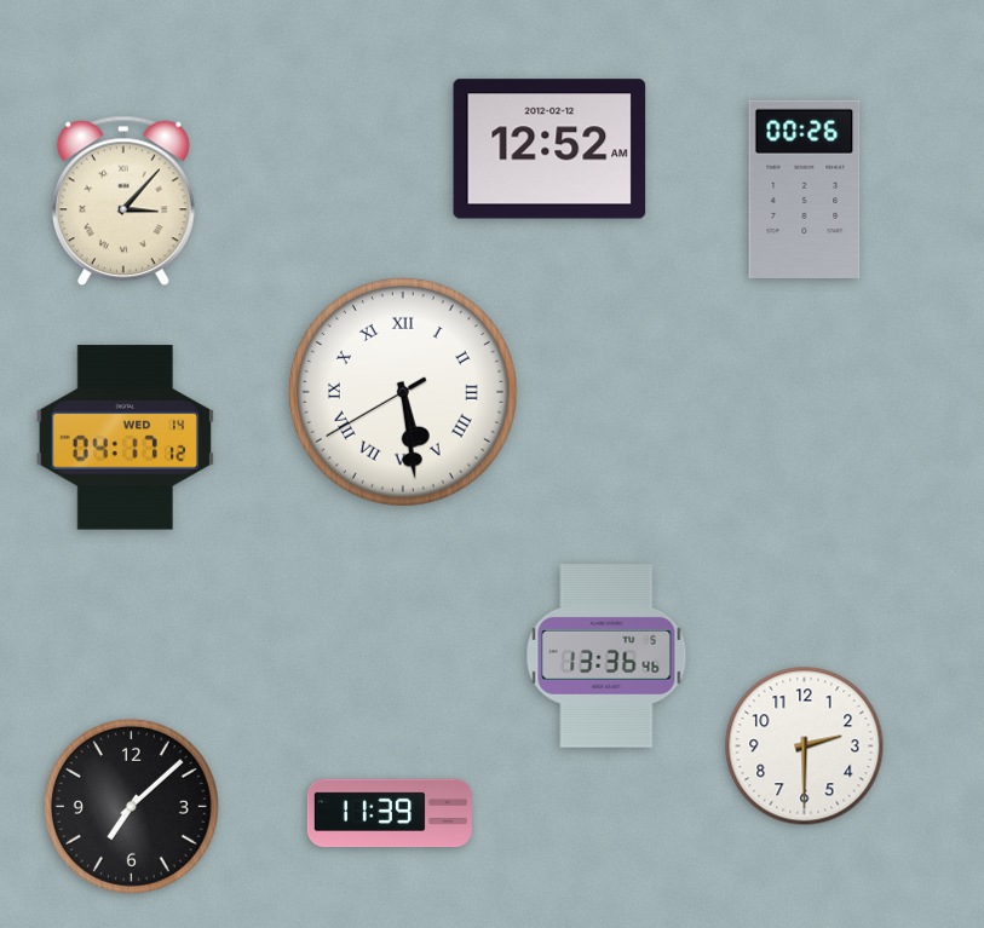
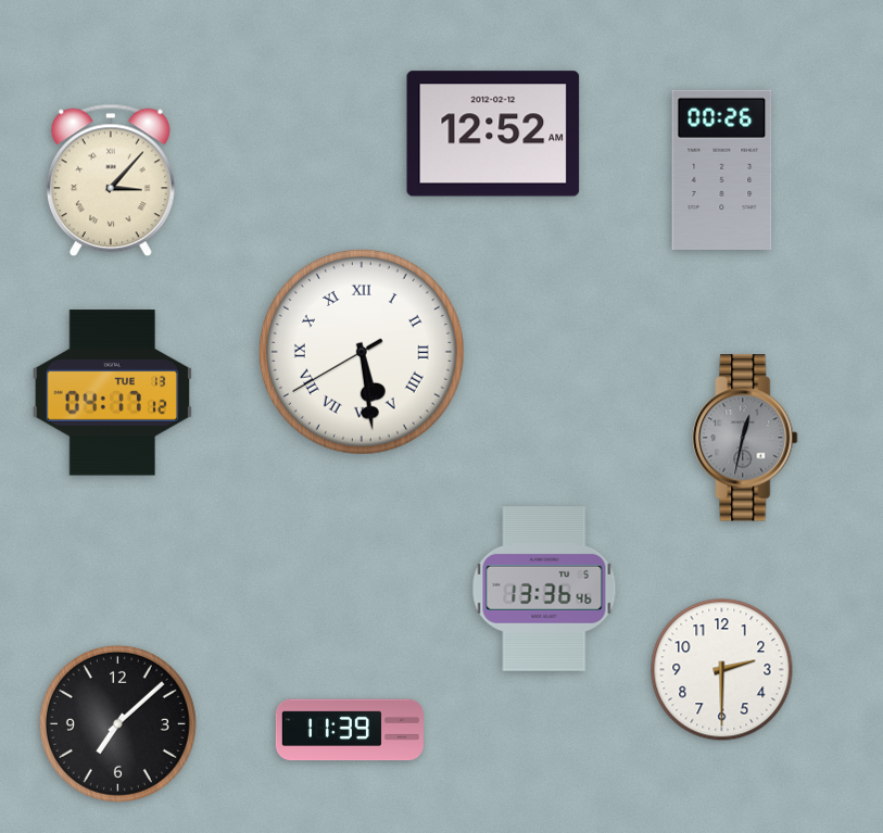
clock at (125, 438) date: WED 14 -> TUE 13
clock at (745, 438): none -> 12:32
